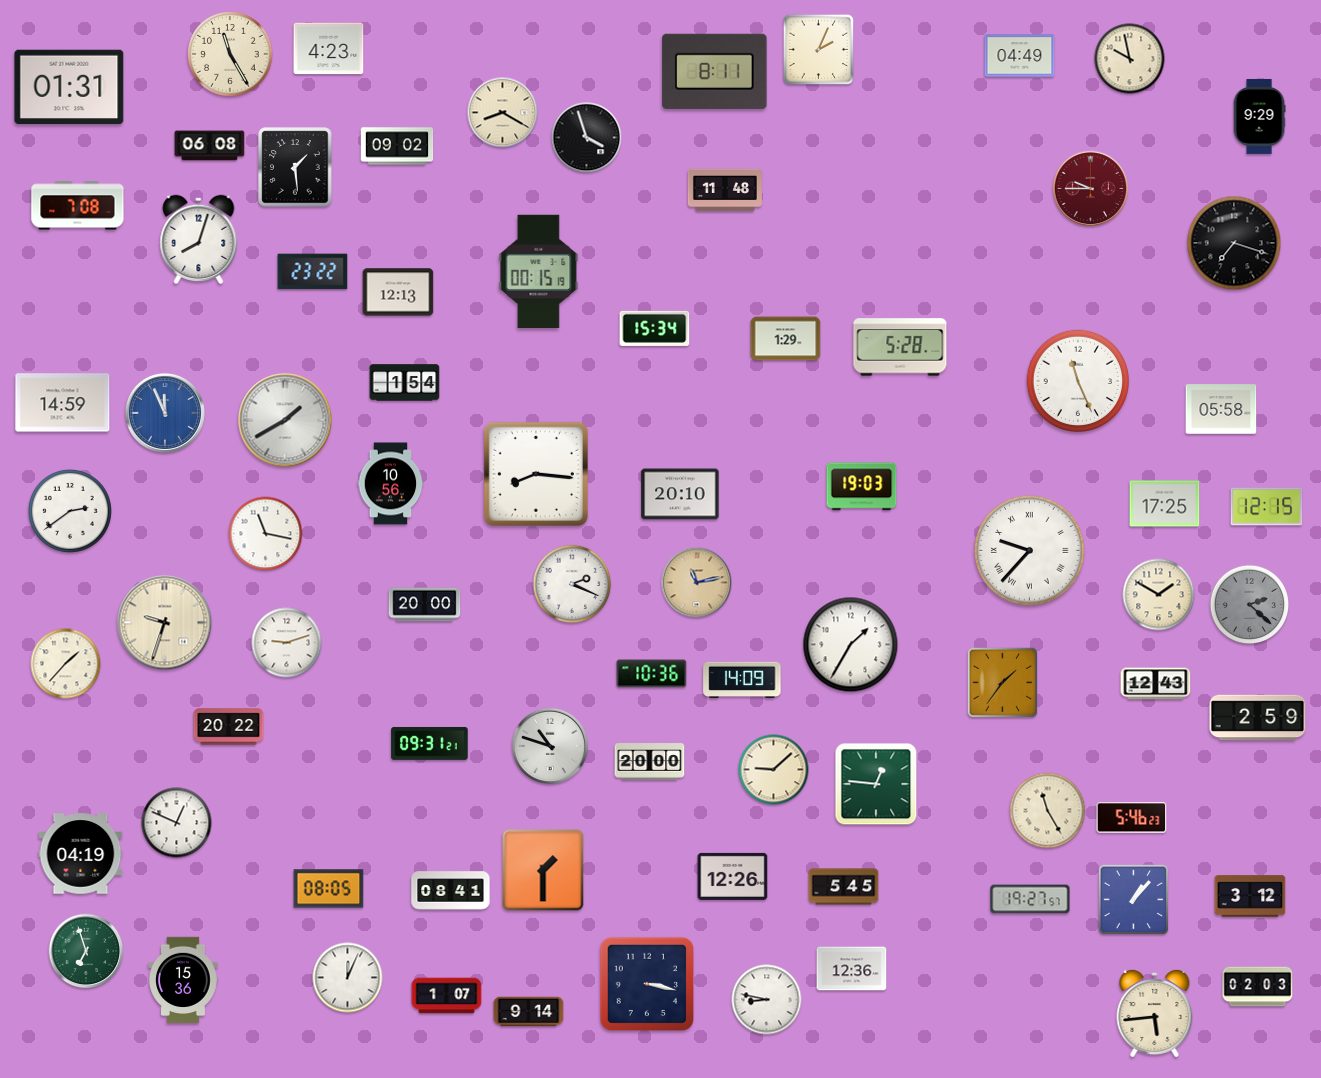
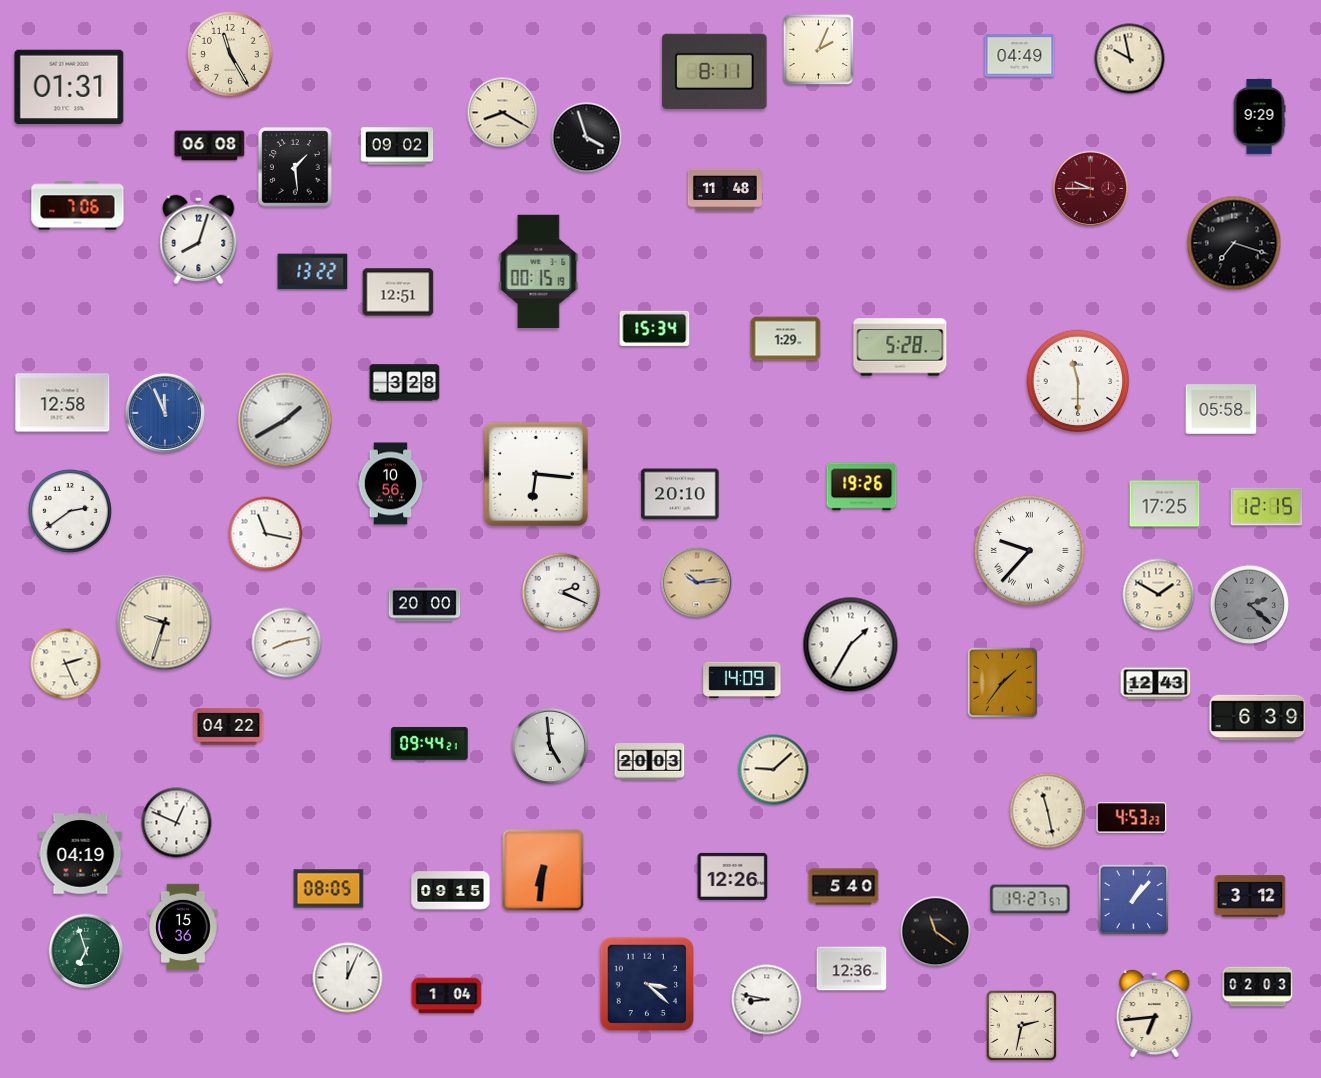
clock at (329, 49): 4:23 -> none
clock at (78, 206): 7:08 -> 7:06
clock at (313, 272): 23:22 -> 13:22
clock at (398, 292): 12:13 -> 12:51
clock at (1077, 380): 11:26 -> 11:30
clock at (405, 383): 1:54 -> 3:28
clock at (63, 403): 14:59 -> 12:58
clock at (536, 474): 8:16 -> 6:16
clock at (862, 487): 19:03 -> 19:26
clock at (697, 583): 11:13 -> 10:14
clock at (572, 584) position: (572, 584) -> (561, 592)
clock at (287, 643): 9:12 -> 8:13
clock at (66, 664): 1:37 -> 2:26
clock at (652, 674): 10:36 -> none
clock at (1258, 718): 2:59 -> 6:39
clock at (229, 727): 20:22 -> 04:22
clock at (430, 743): 09:31 -> 09:44
clock at (549, 745): 10:48 -> 4:59
clock at (650, 762): 20:00 -> 20:03
clock at (876, 784): 12:46 -> none
clock at (1048, 811): 11:25 -> 11:28
clock at (1132, 818): 5:46 -> 4:53
clock at (543, 870): 1:30 -> 6:31
clock at (844, 887): 5:45 -> 5:40
clock at (451, 891): 08:41 -> 09:15
clock at (936, 932): none -> 11:21
clock at (183, 980) position: (183, 980) -> (183, 927)
clock at (647, 984): 3:17 -> 3:22
clock at (447, 996): 1:07 -> 1:04
clock at (529, 1012): 9:14 -> none
clock at (1155, 1013): 5:44 -> 6:44
clock at (1022, 1026): none -> 2:32
